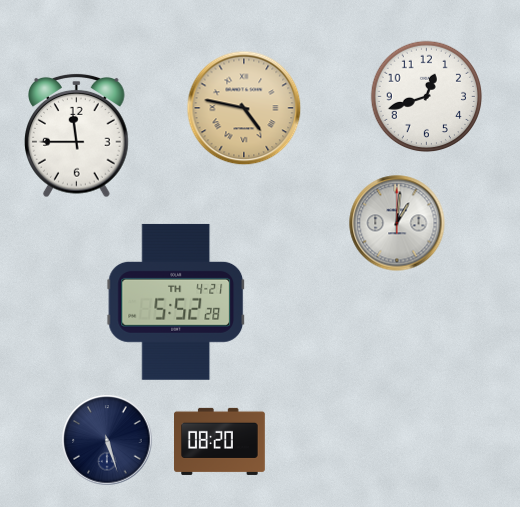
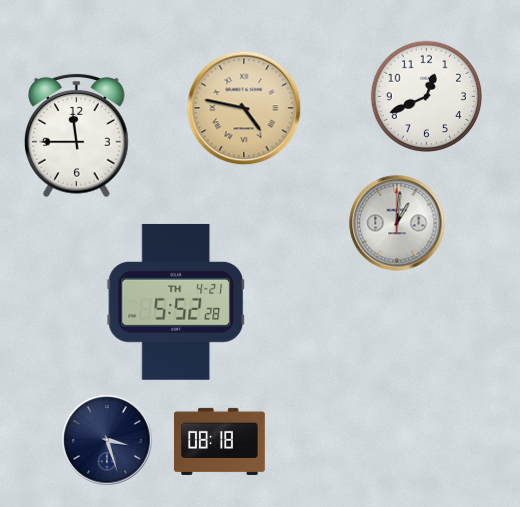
clock at (427, 97): 12:42 -> 12:41
clock at (107, 440): 5:27 -> 3:27
clock at (220, 441): 08:20 -> 08:18
